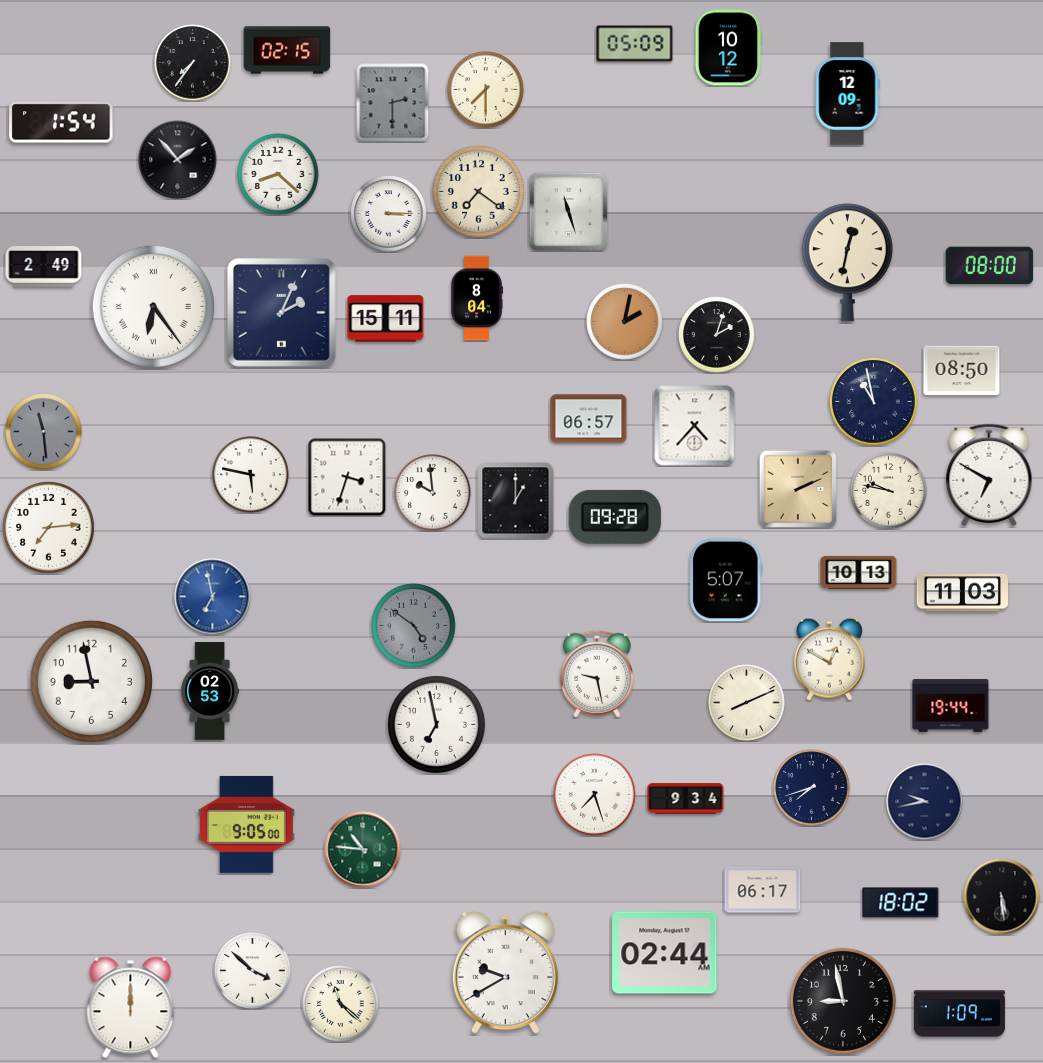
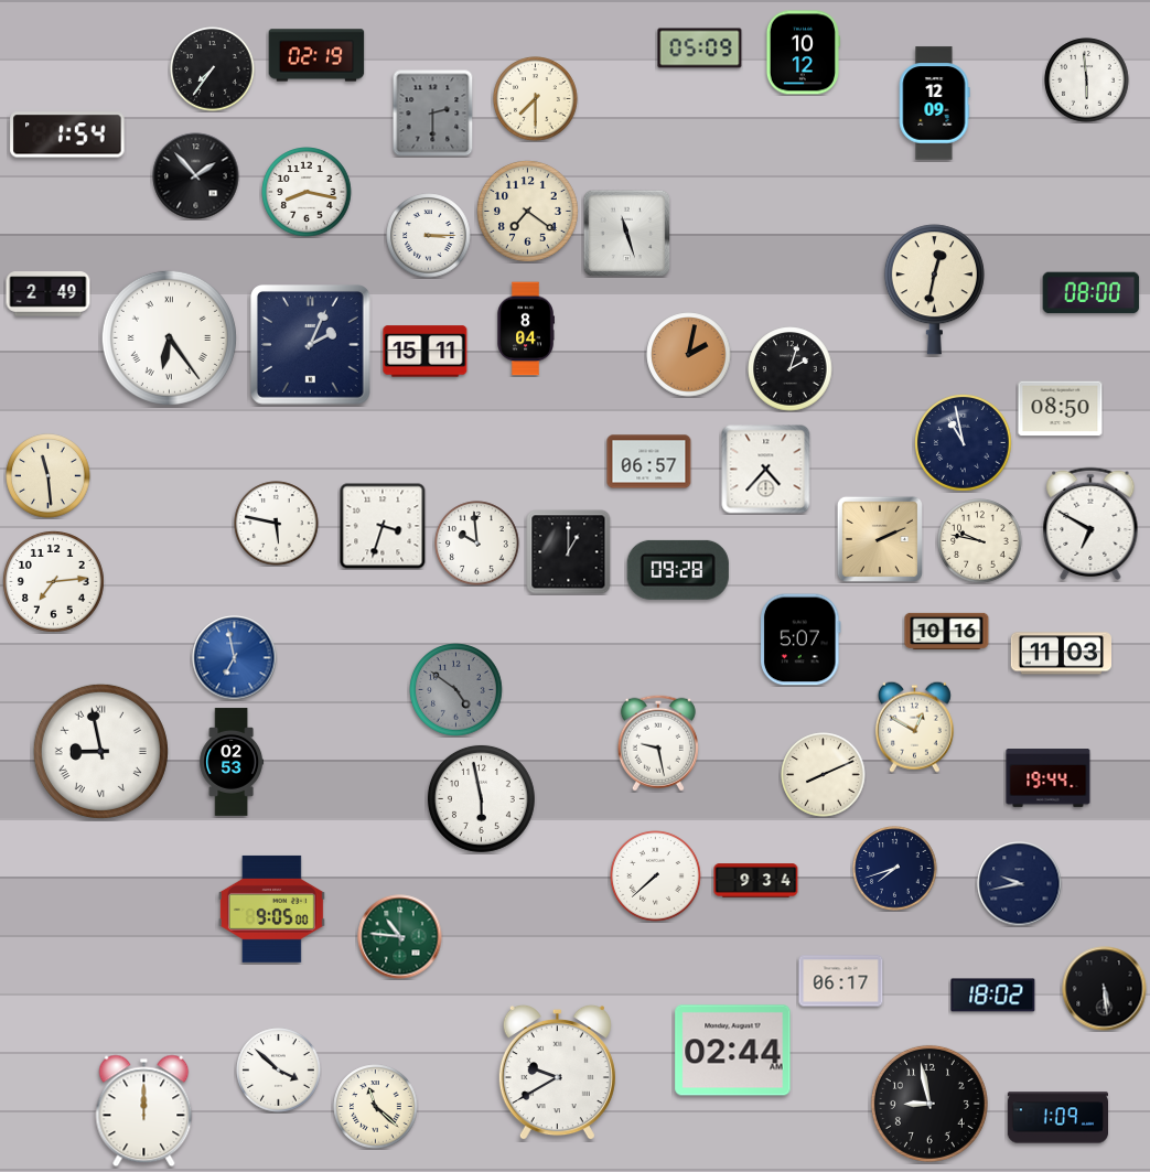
clock at (287, 50): 02:15 -> 02:19
clock at (1087, 80): none -> 5:59
clock at (278, 174): 8:22 -> 8:17
clock at (44, 432) dial: grey -> cream
clock at (859, 572): 10:13 -> 10:16
clock at (91, 681) numerals: Arabic -> Roman
clock at (436, 724): 6:58 -> 5:58
clock at (595, 795): 7:27 -> 7:38
